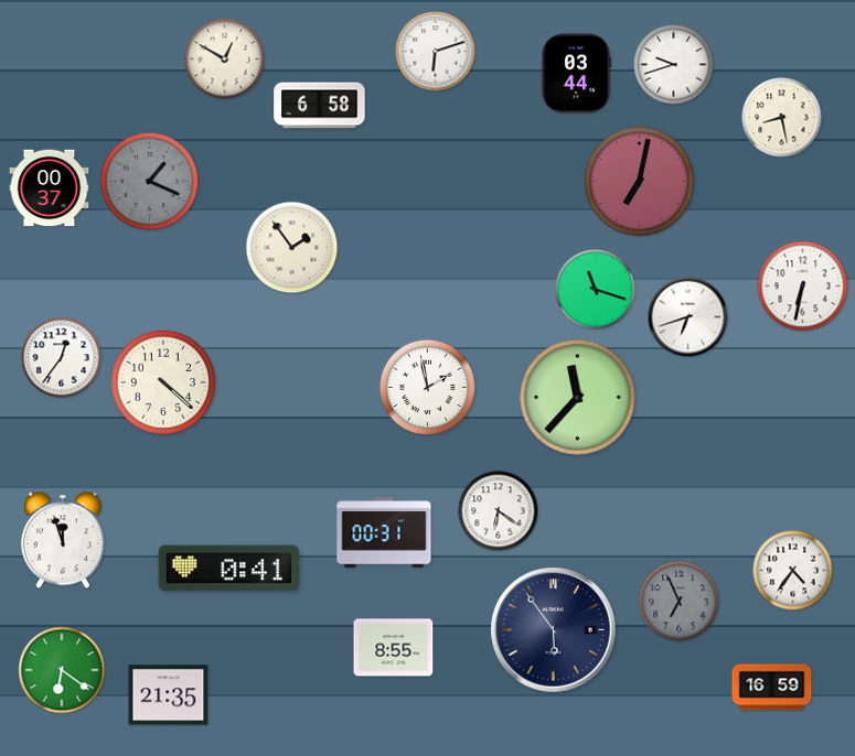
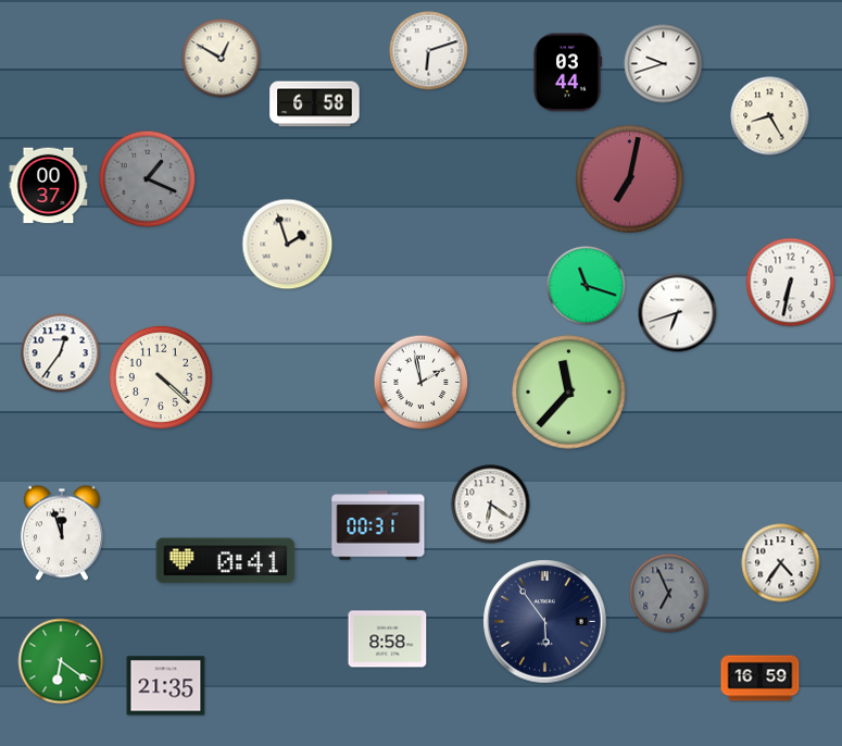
clock at (782, 118): 8:28 -> 8:25
clock at (292, 248): 1:54 -> 1:57
clock at (394, 648): 8:55 -> 8:58
